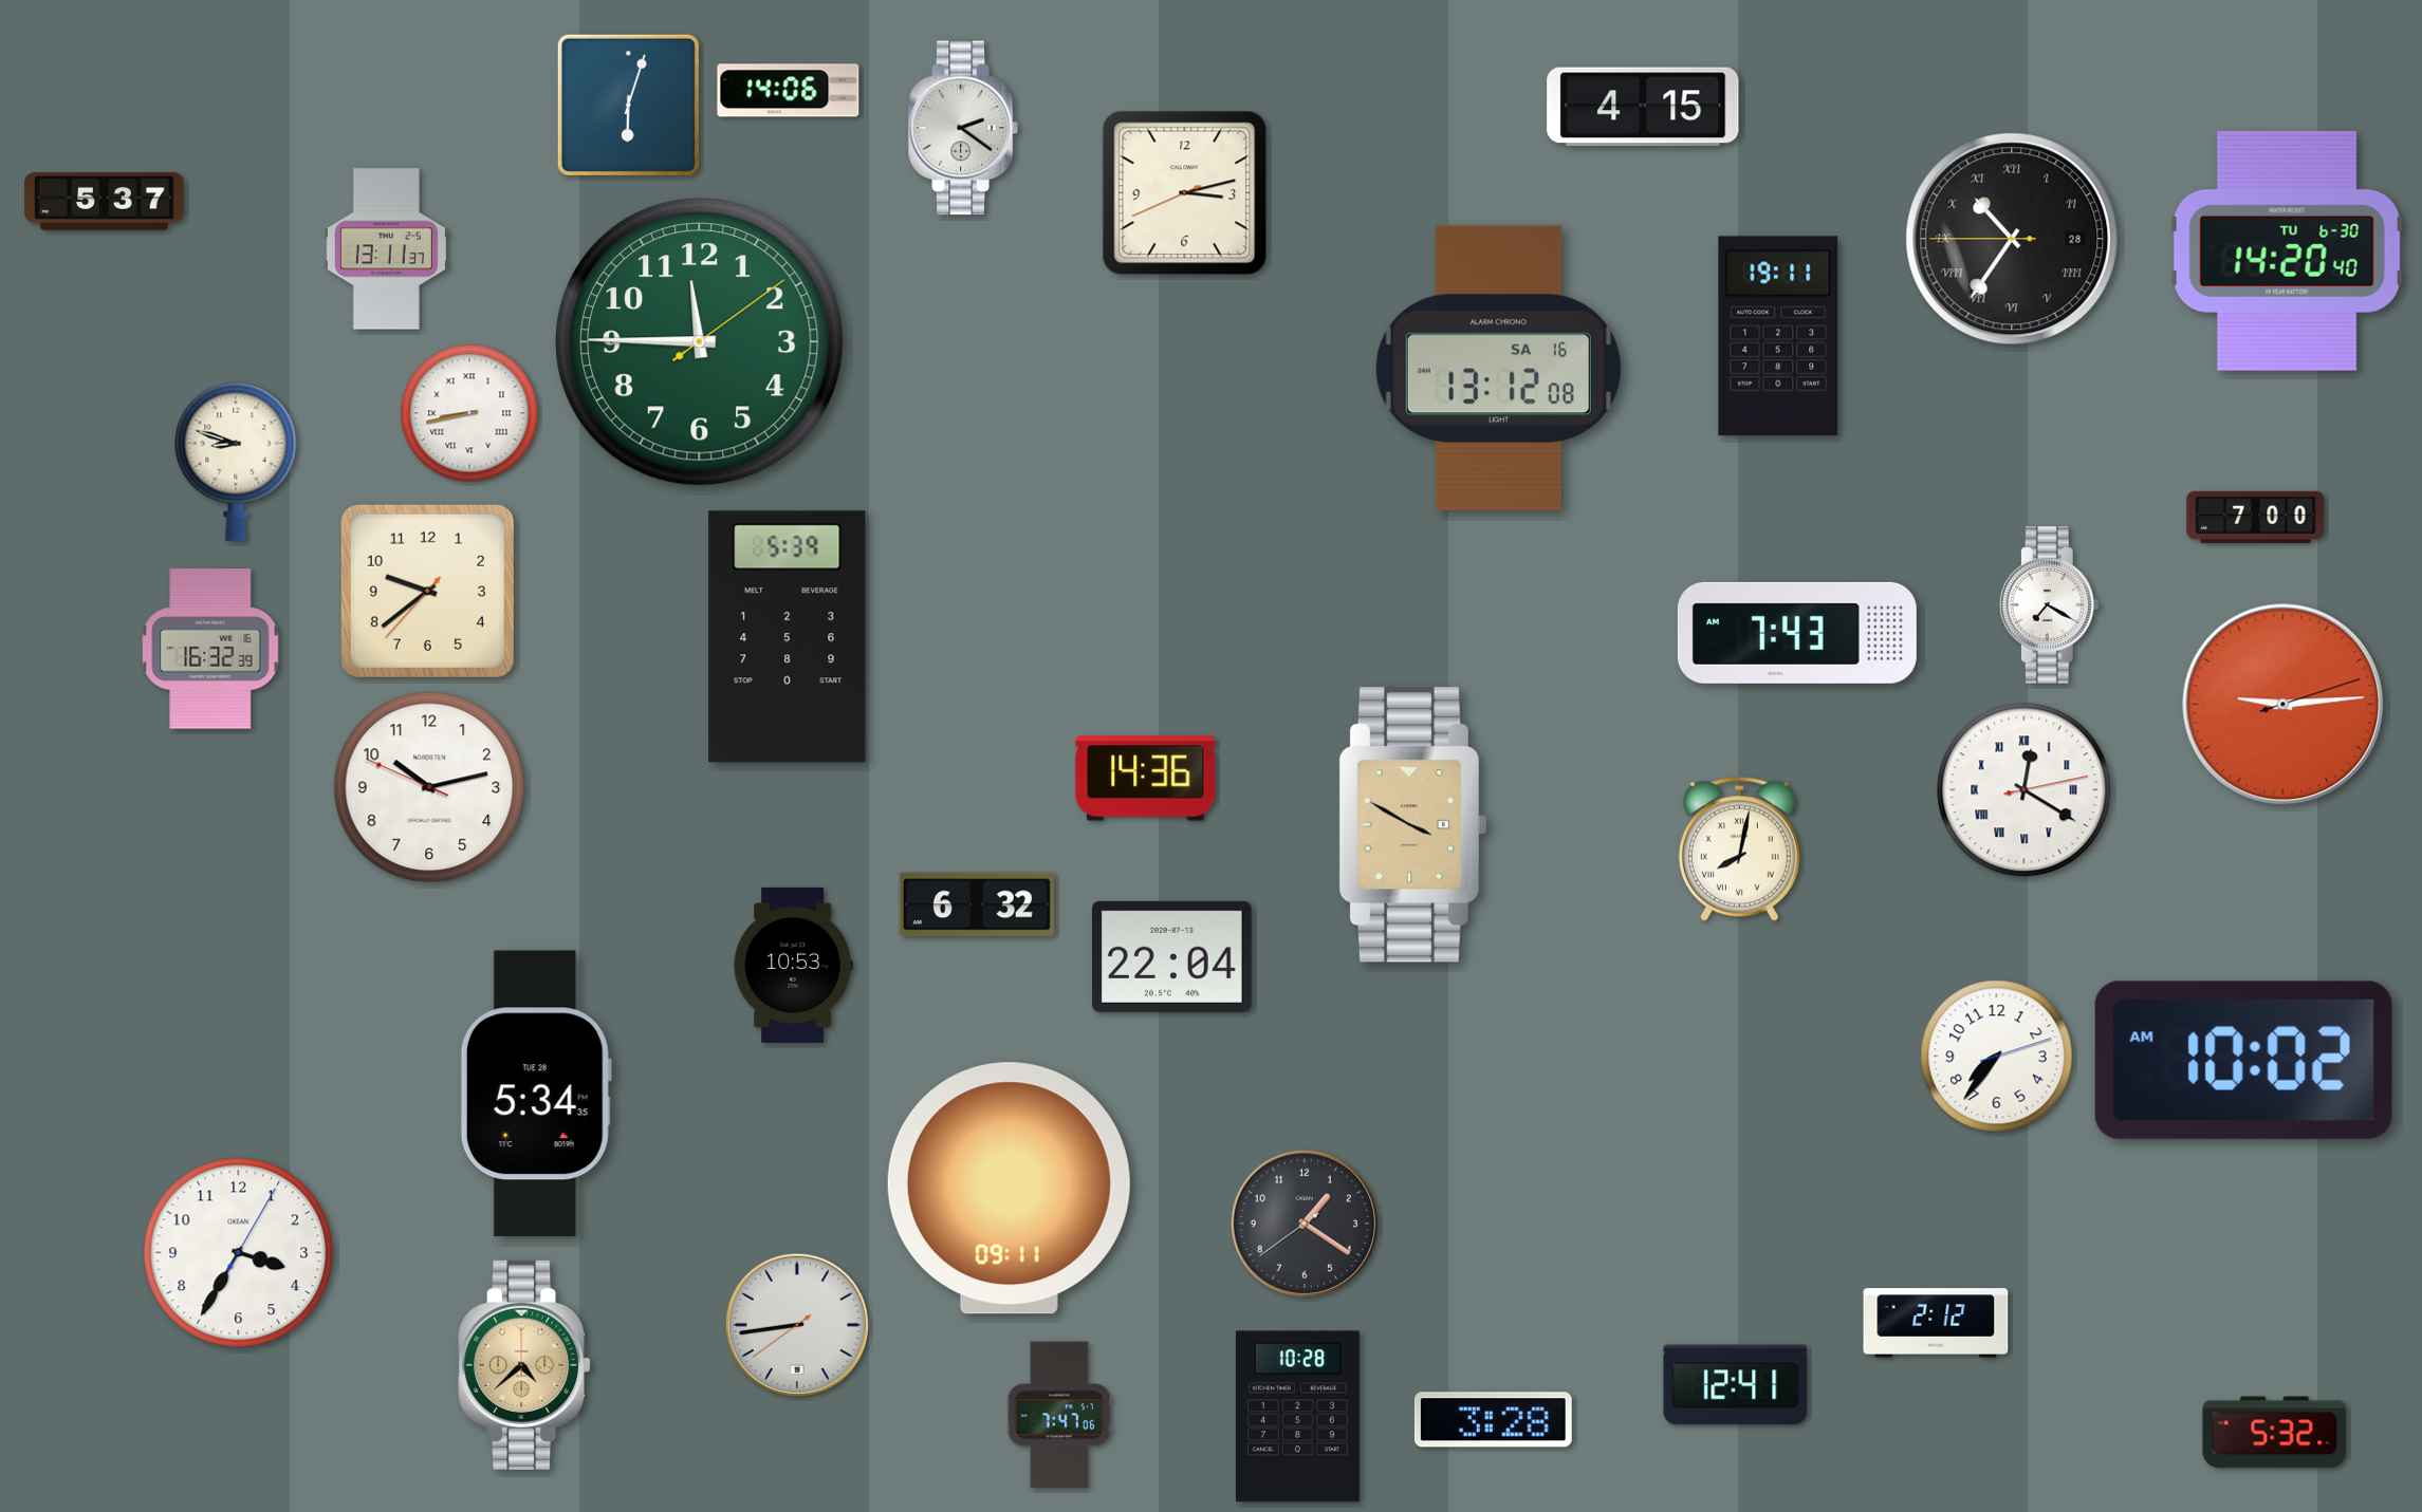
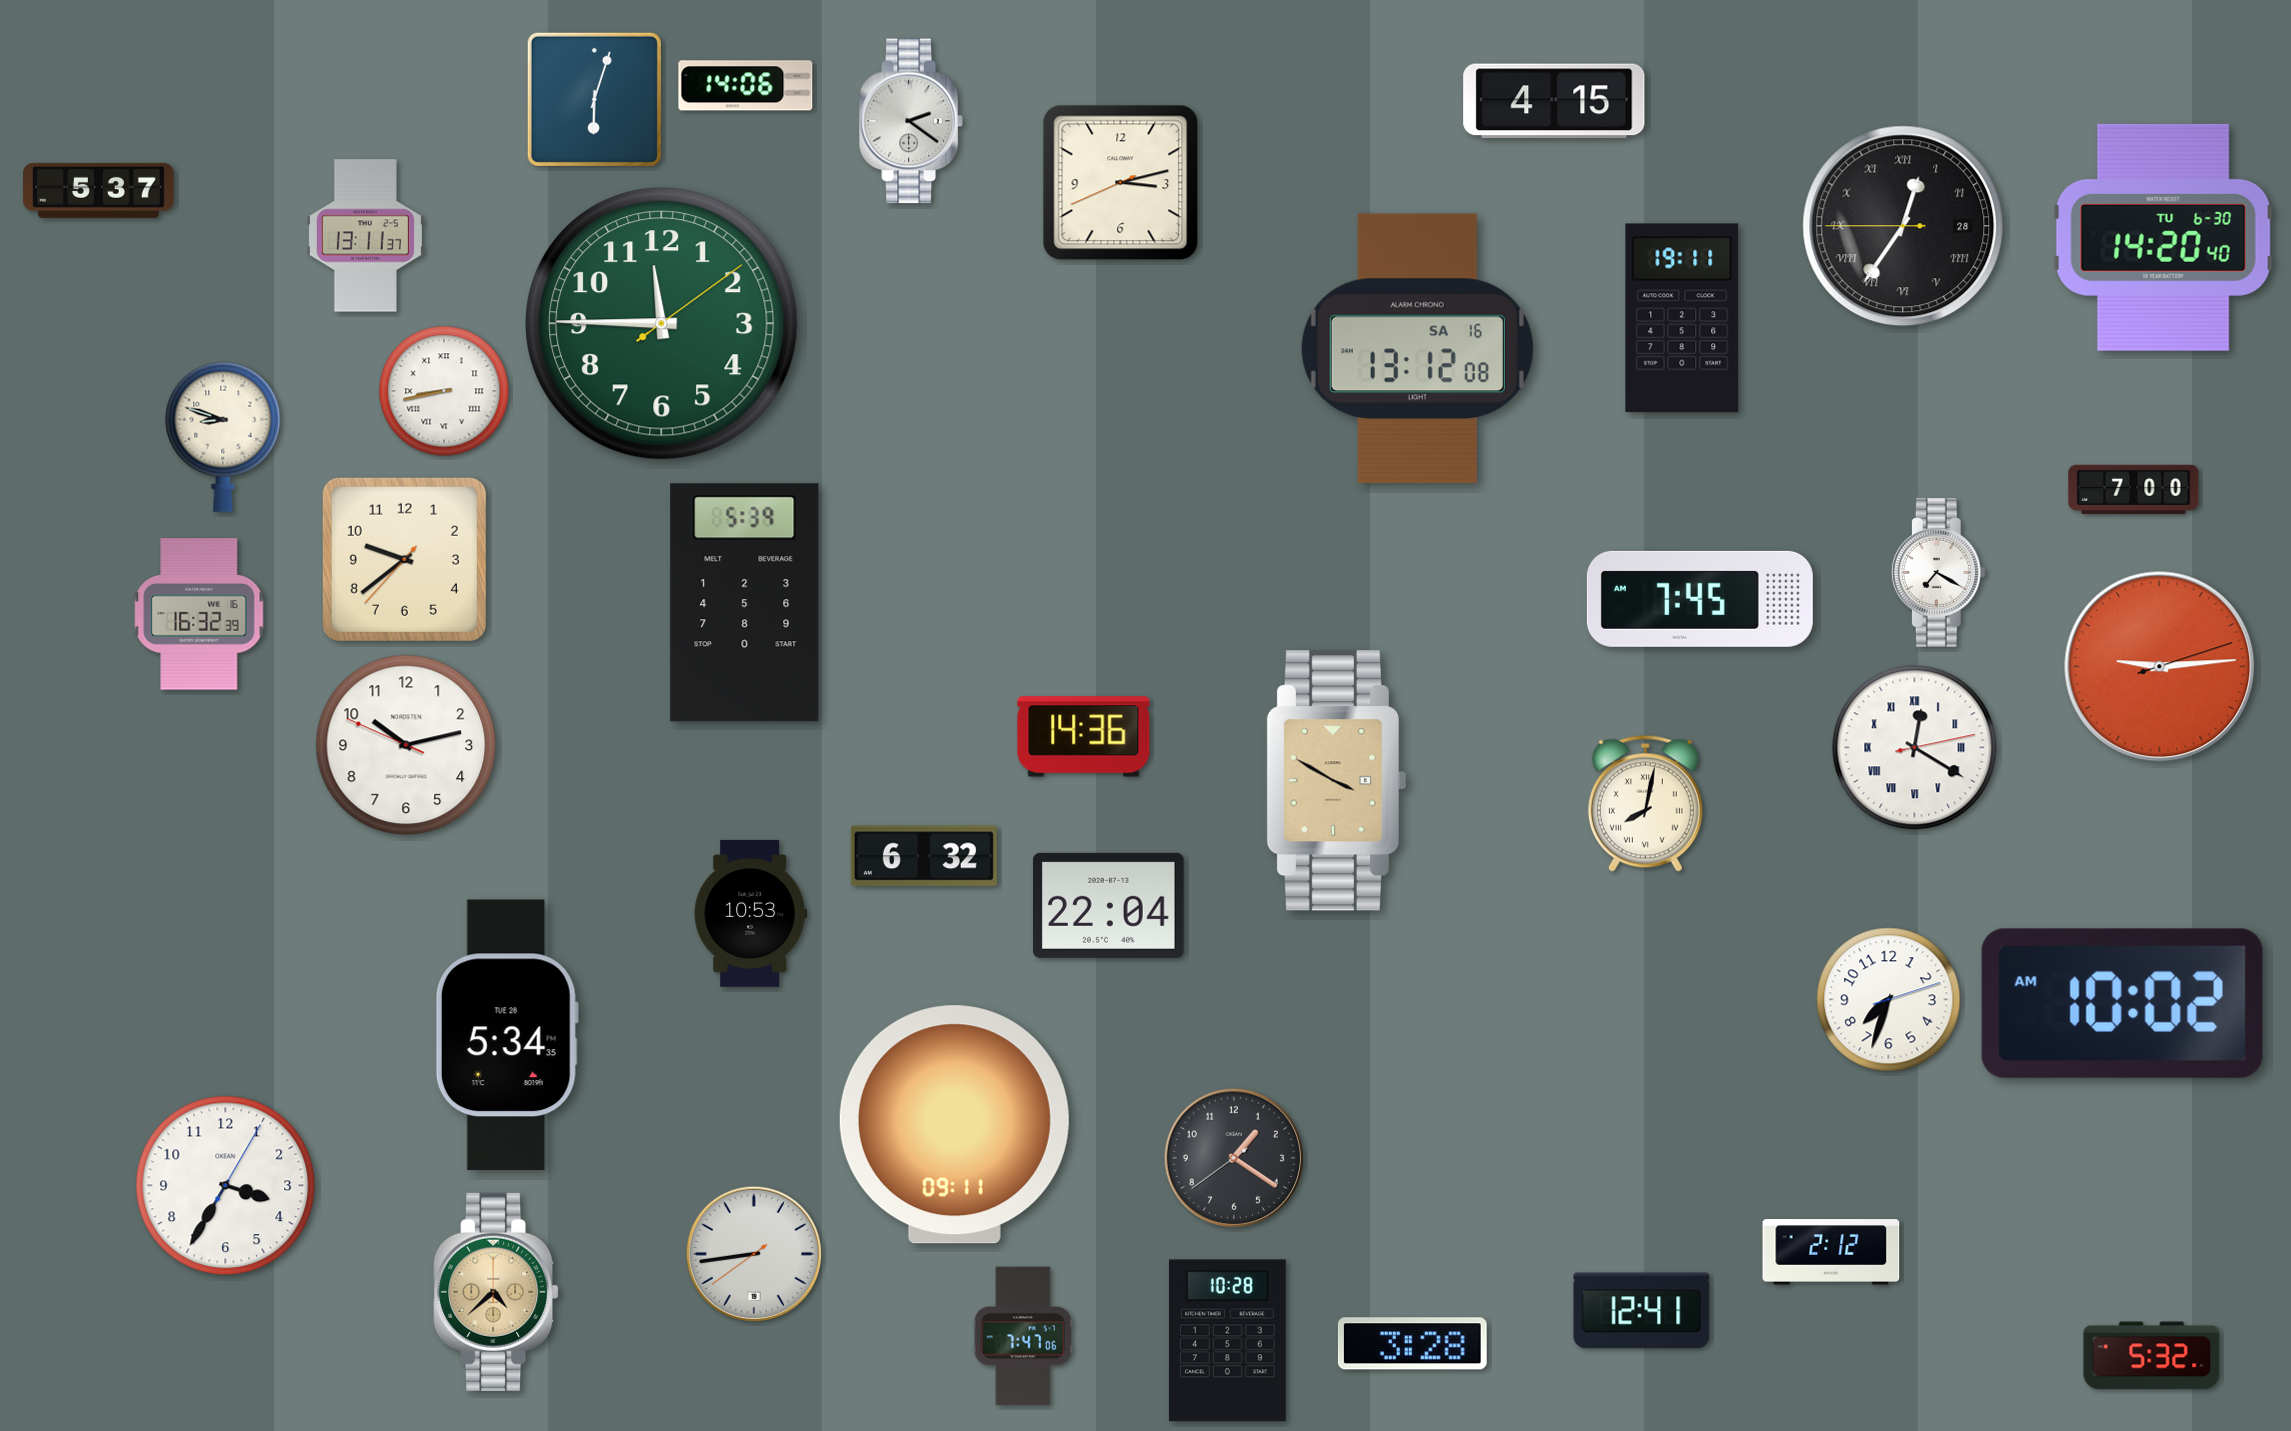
clock at (2012, 239): 10:35 -> 12:35
clock at (1797, 633): 7:43 -> 7:45
clock at (1997, 1057): 7:36 -> 7:33
clock at (1059, 1415) position: (1059, 1415) -> (1023, 1336)
